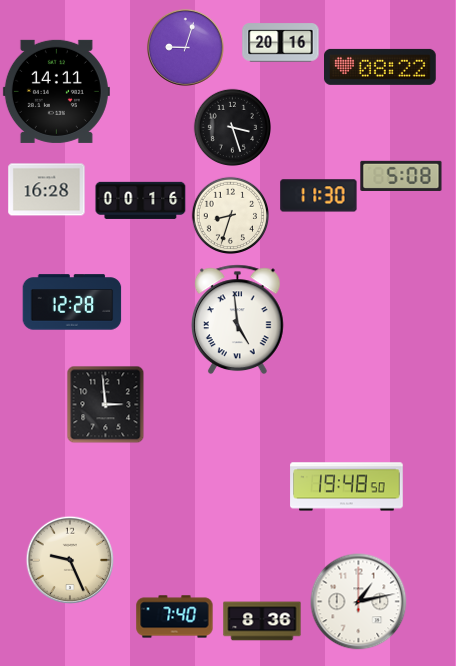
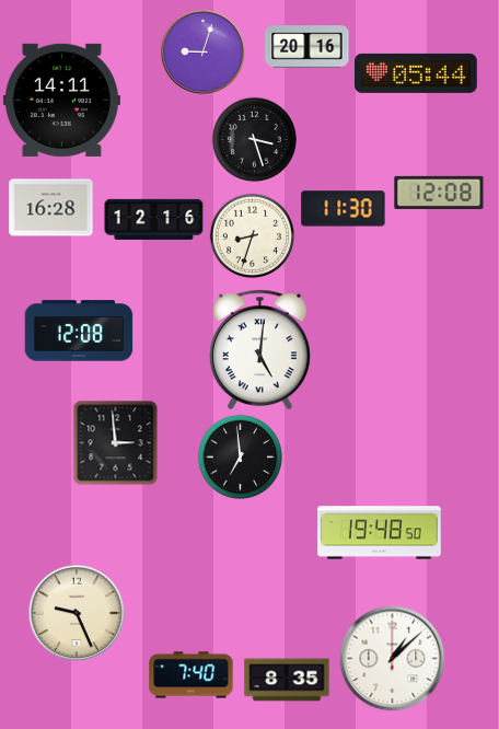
clock at (381, 67): 08:22 -> 05:44
clock at (401, 176): 5:08 -> 12:08
clock at (319, 196) position: (319, 196) -> (344, 209)
clock at (141, 200): 00:16 -> 12:16
clock at (72, 302): 12:28 -> 12:08
clock at (237, 320): 4:59 -> 5:01
clock at (240, 456): none -> 6:59
clock at (359, 602): 1:13 -> 1:08
clock at (262, 621): 8:36 -> 8:35
